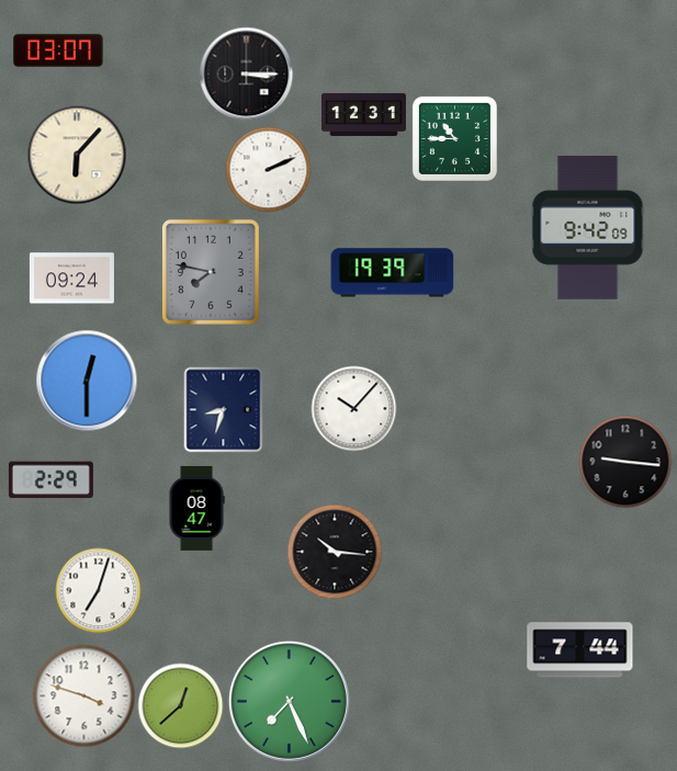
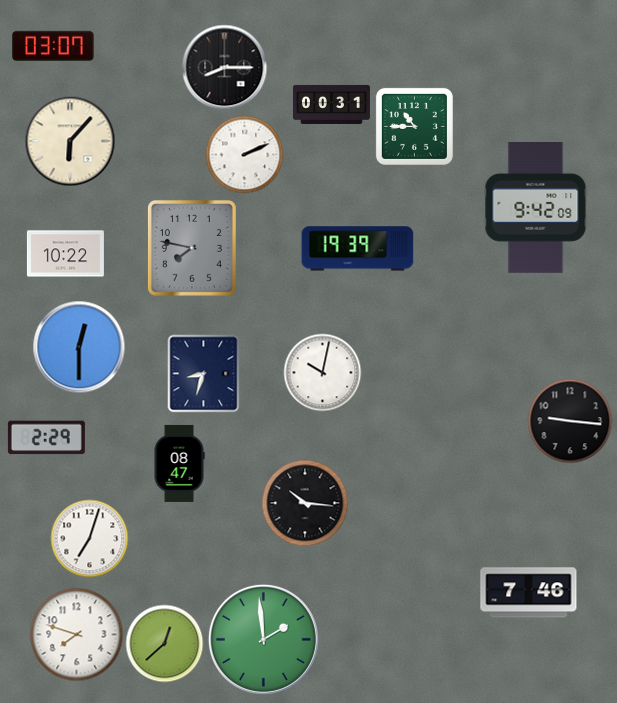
clock at (246, 73): 3:15 -> 8:15
clock at (363, 114): 12:31 -> 00:31
clock at (71, 279): 09:24 -> 10:22
clock at (353, 408): 10:07 -> 10:02
clock at (580, 650): 7:44 -> 7:46
clock at (83, 695): 3:48 -> 7:48
clock at (289, 701): 7:26 -> 1:59
